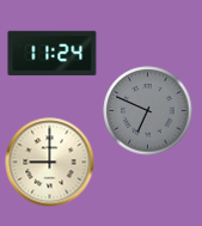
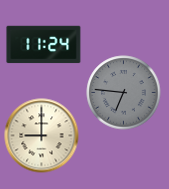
clock at (148, 111): 6:49 -> 6:46
